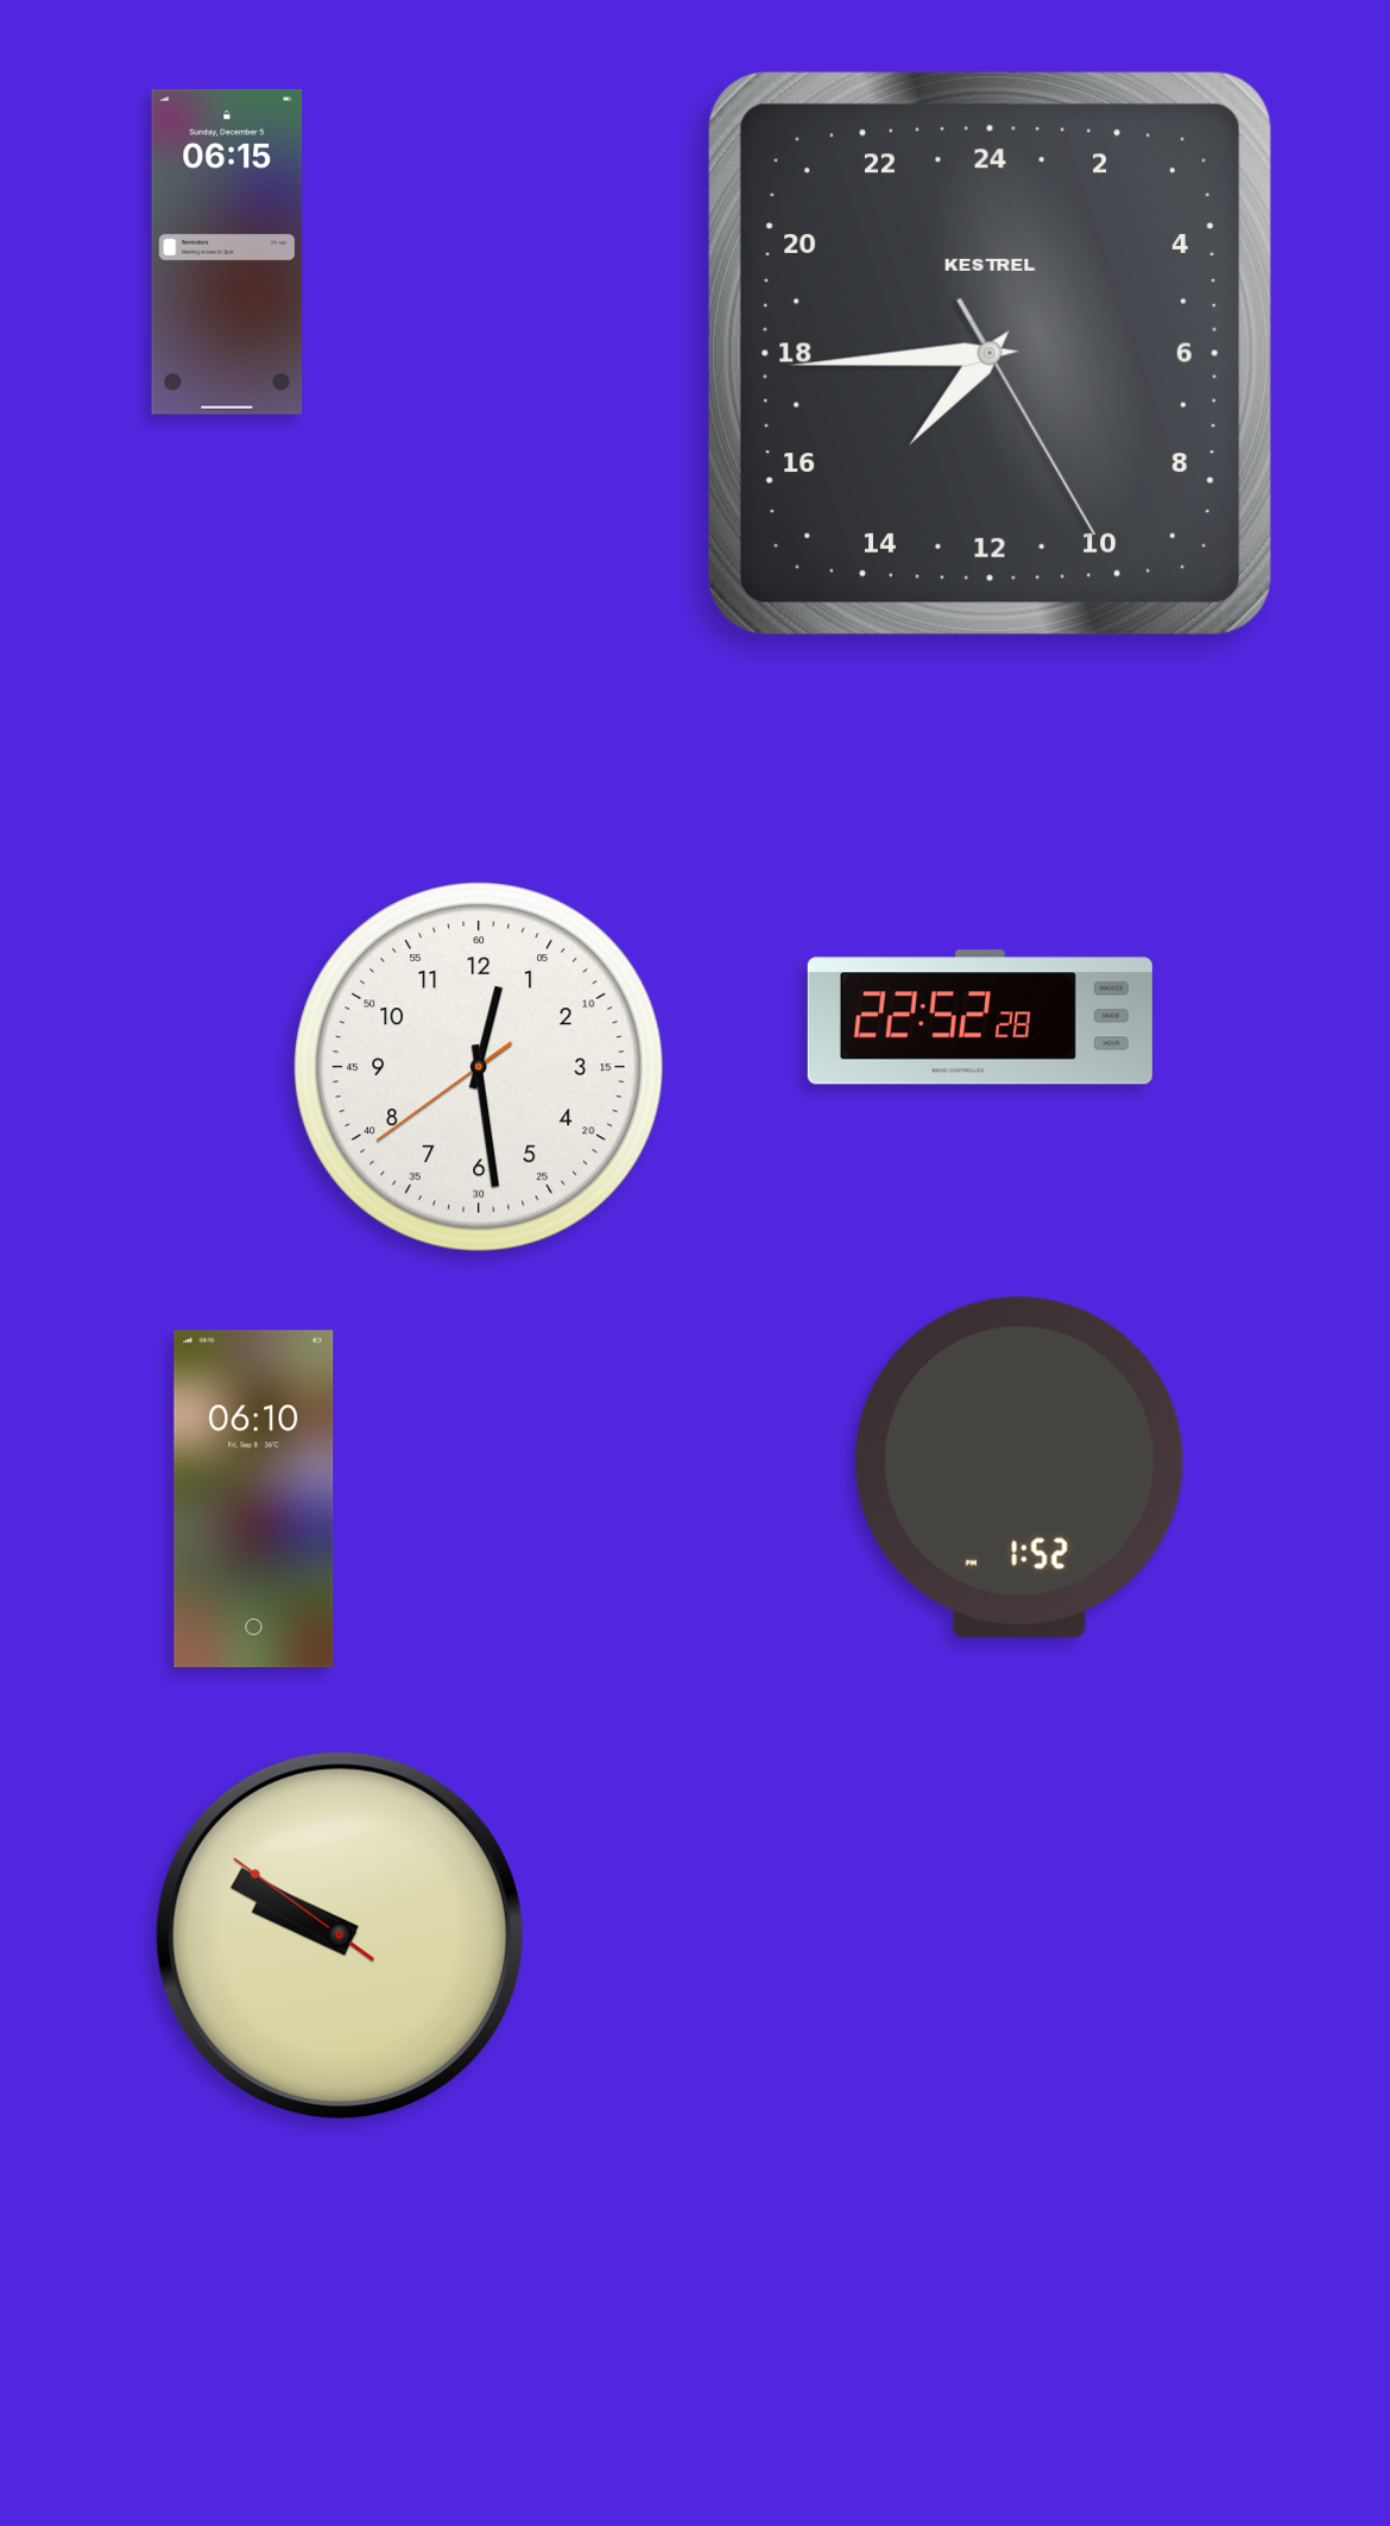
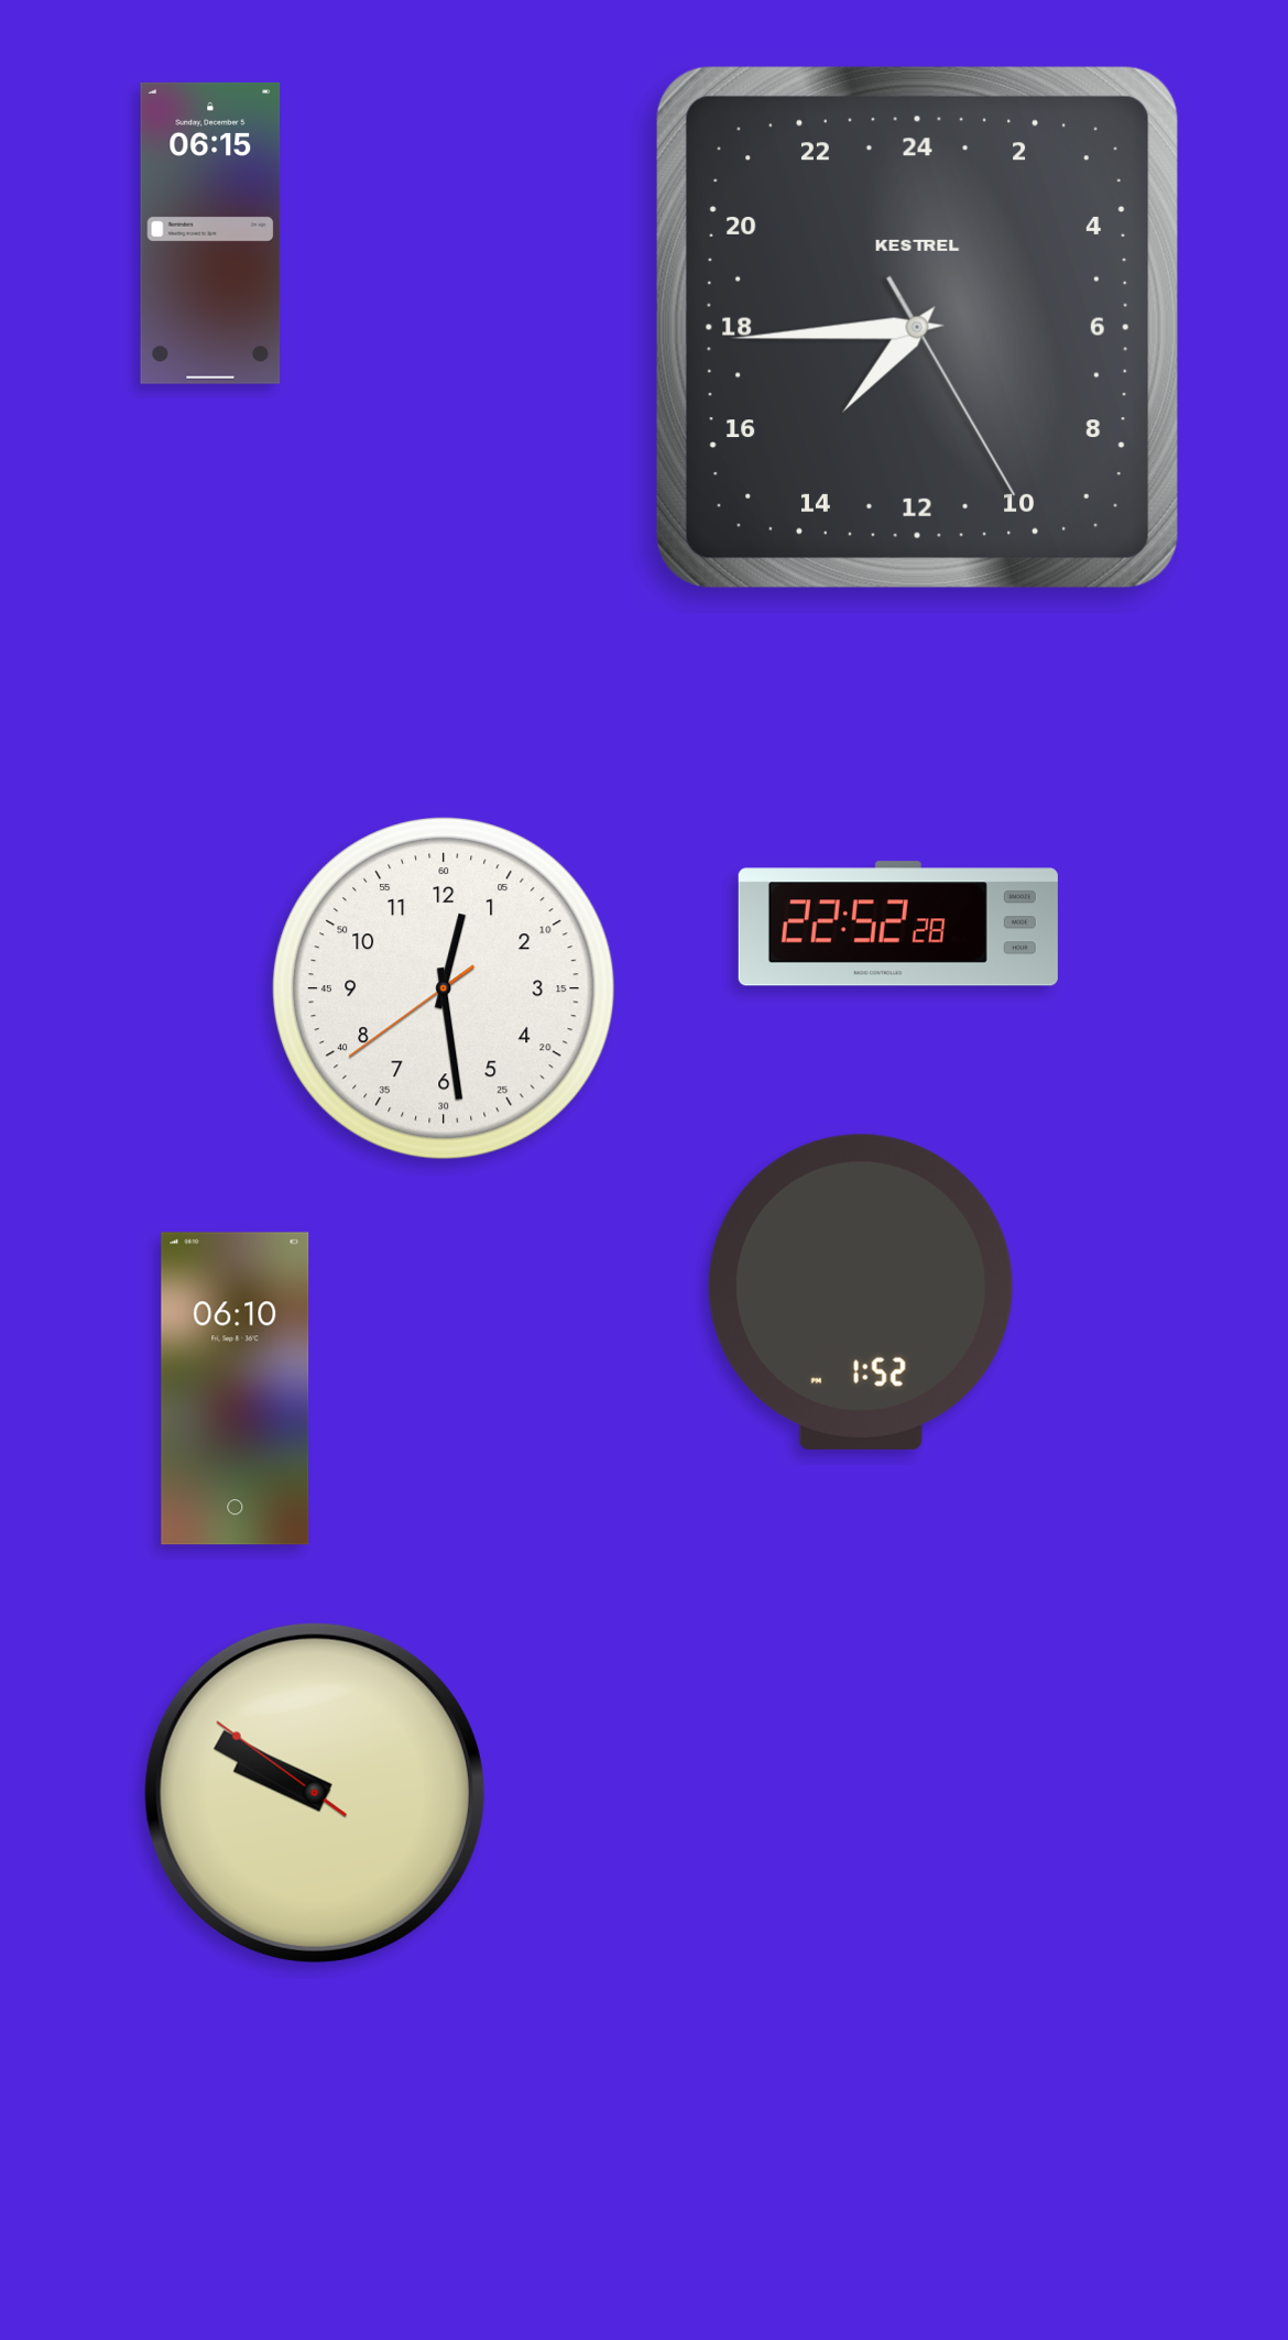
clock at (980, 1017) position: (980, 1017) -> (898, 923)
clock at (1019, 1467) position: (1019, 1467) -> (861, 1292)
